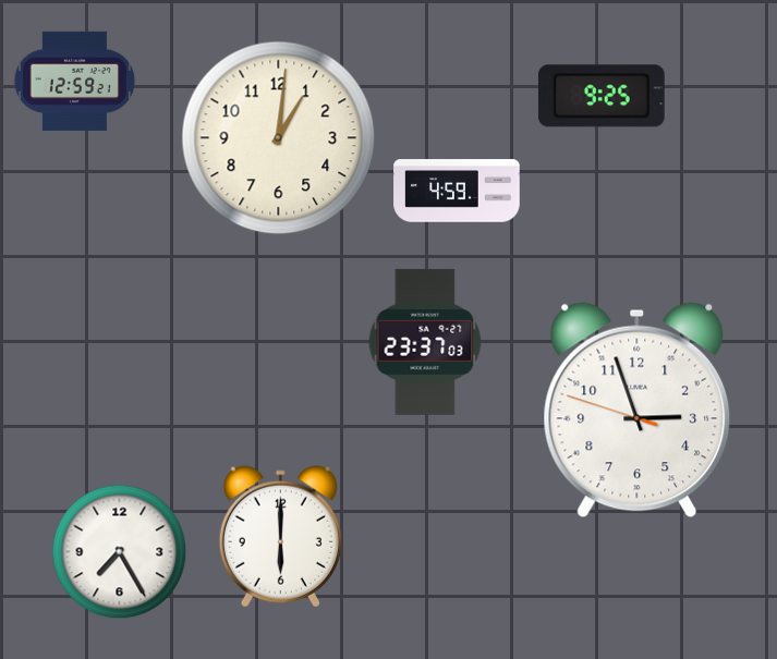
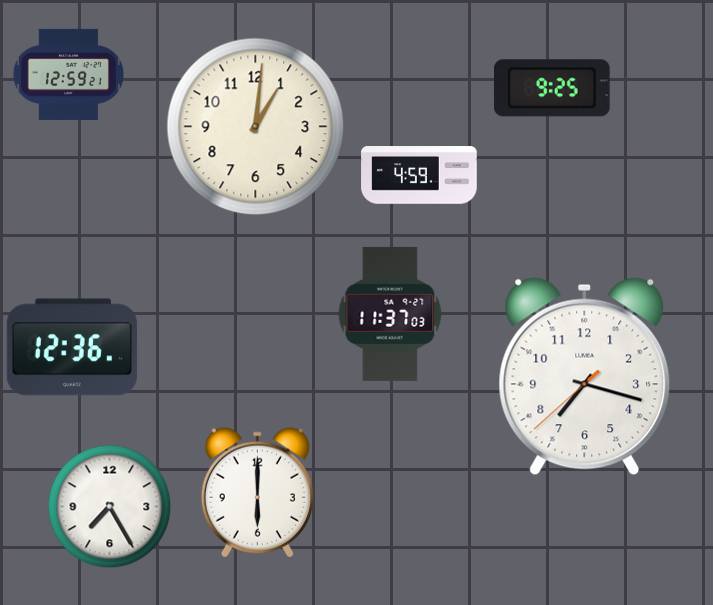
clock at (425, 342): 23:37 -> 11:37
clock at (72, 347): none -> 12:36
clock at (638, 411): 2:56 -> 7:17
